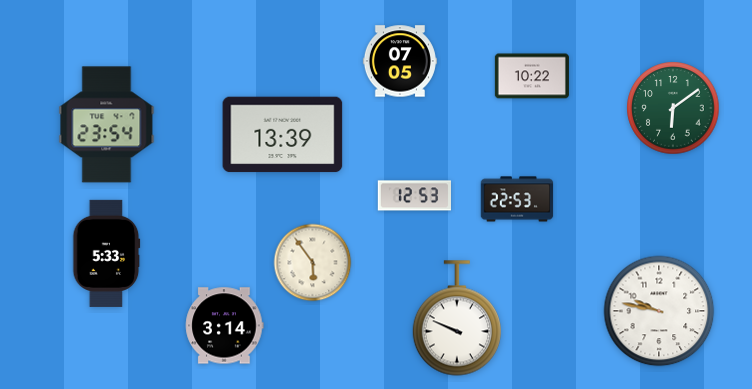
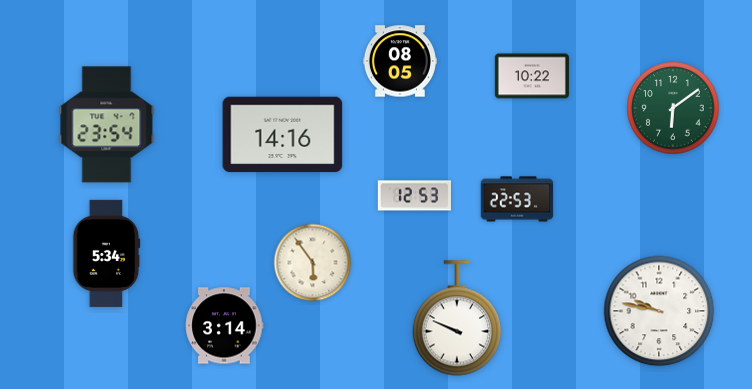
clock at (400, 61): 07:05 -> 08:05
clock at (283, 135): 13:39 -> 14:16
clock at (107, 253): 5:33 -> 5:34
